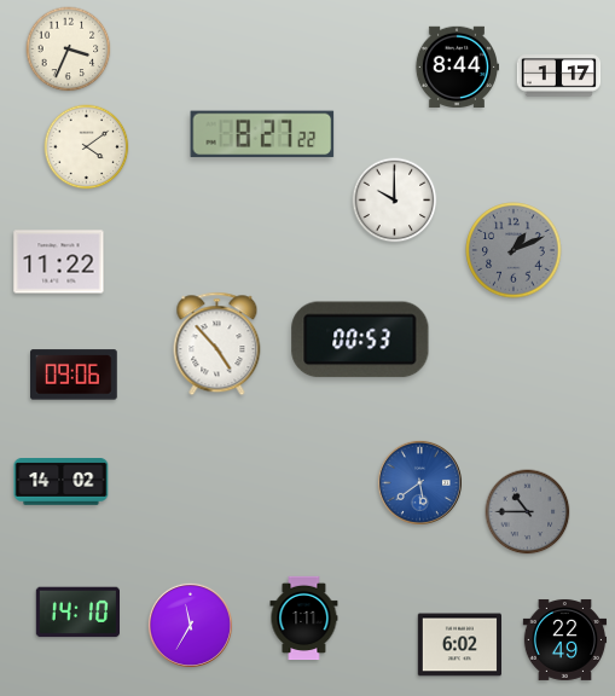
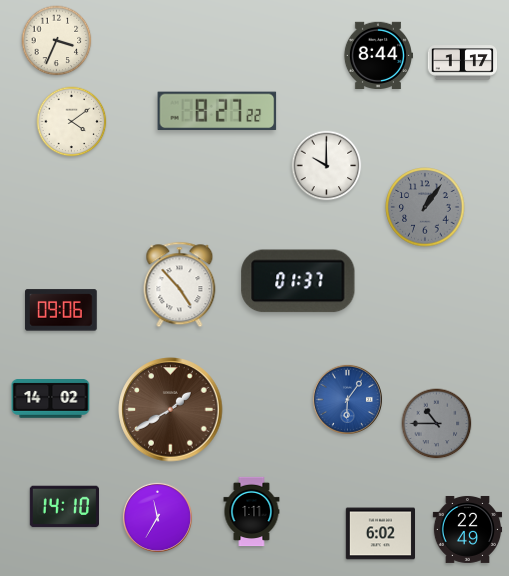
clock at (514, 250): 1:11 -> 1:06
clock at (59, 262): 11:22 -> none
clock at (360, 340): 00:53 -> 01:37
clock at (419, 482): 5:39 -> 6:06
clock at (171, 410): none -> 1:40
